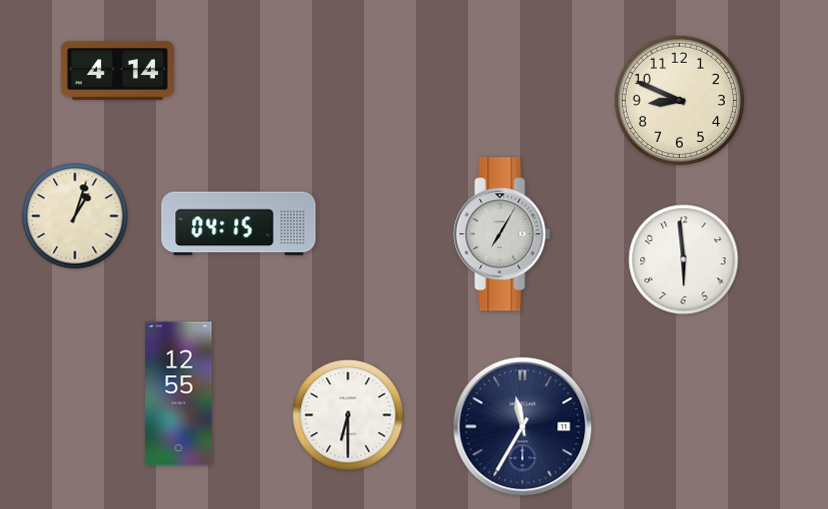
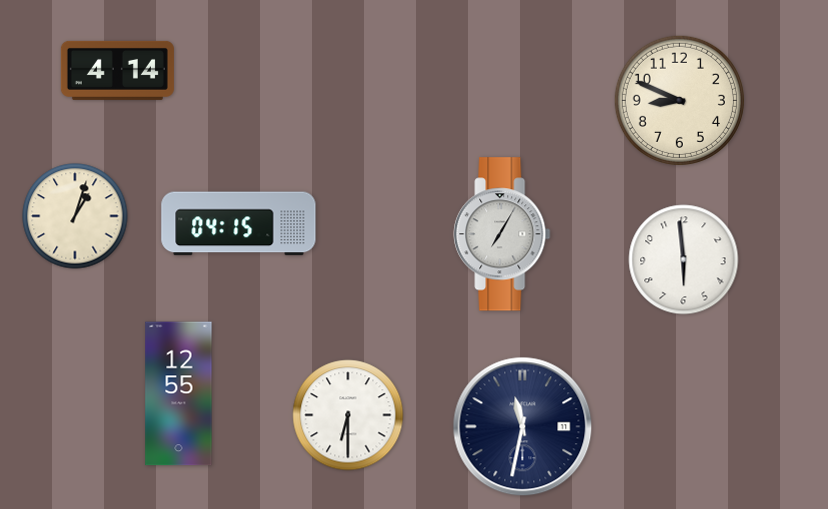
clock at (523, 427): 11:35 -> 11:32
